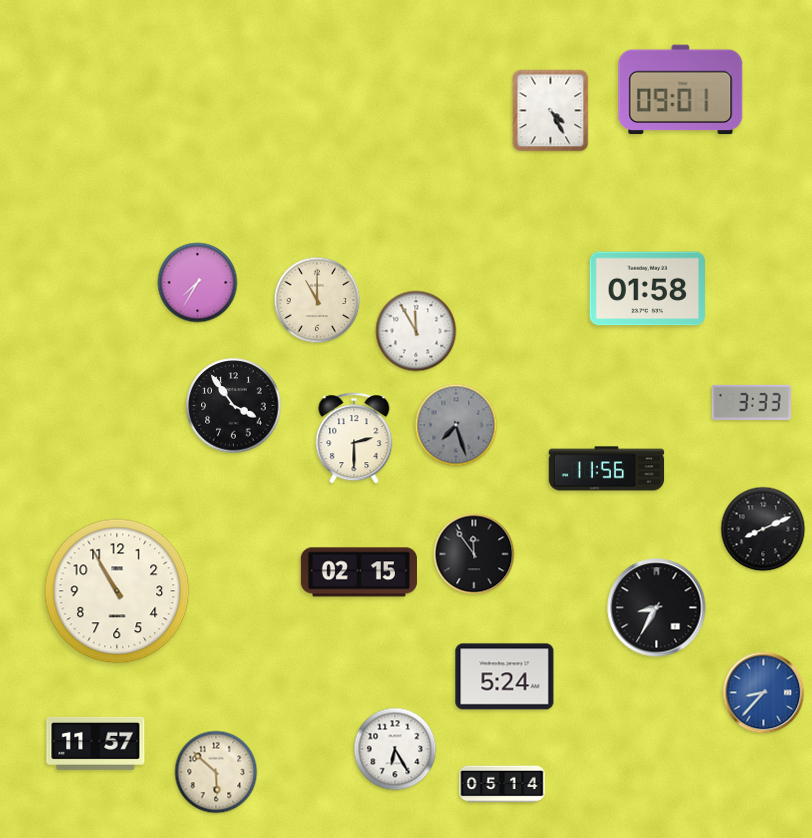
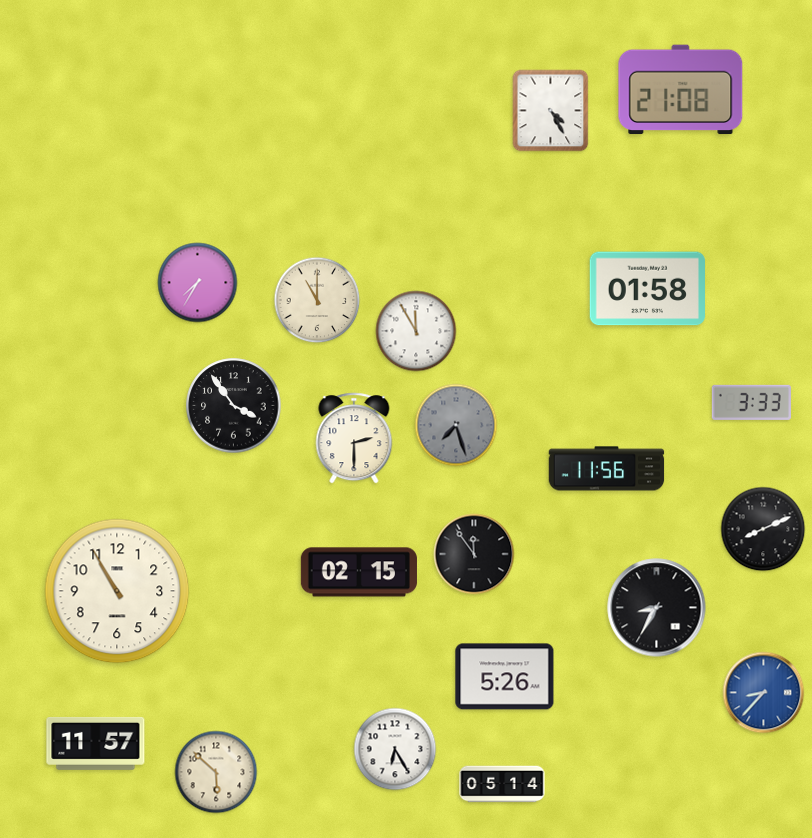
clock at (681, 90): 09:01 -> 21:08
clock at (505, 677): 5:24 -> 5:26
